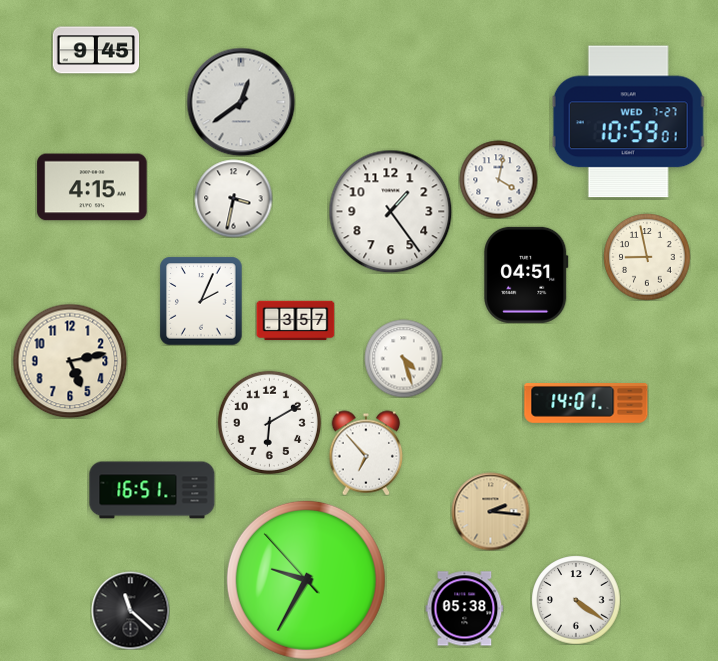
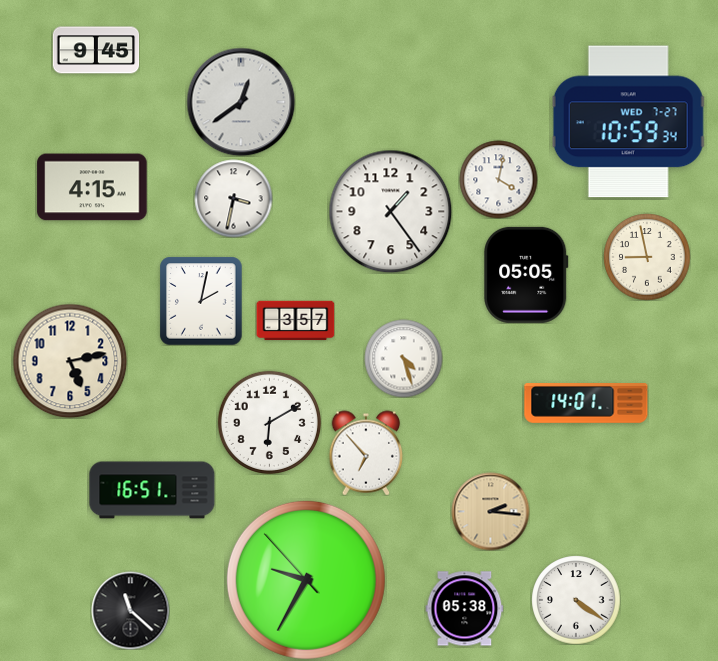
clock at (628, 122): 10:59:01 -> 10:59:34
clock at (526, 275): 04:51 -> 05:05
clock at (201, 301): 2:04 -> 2:02
